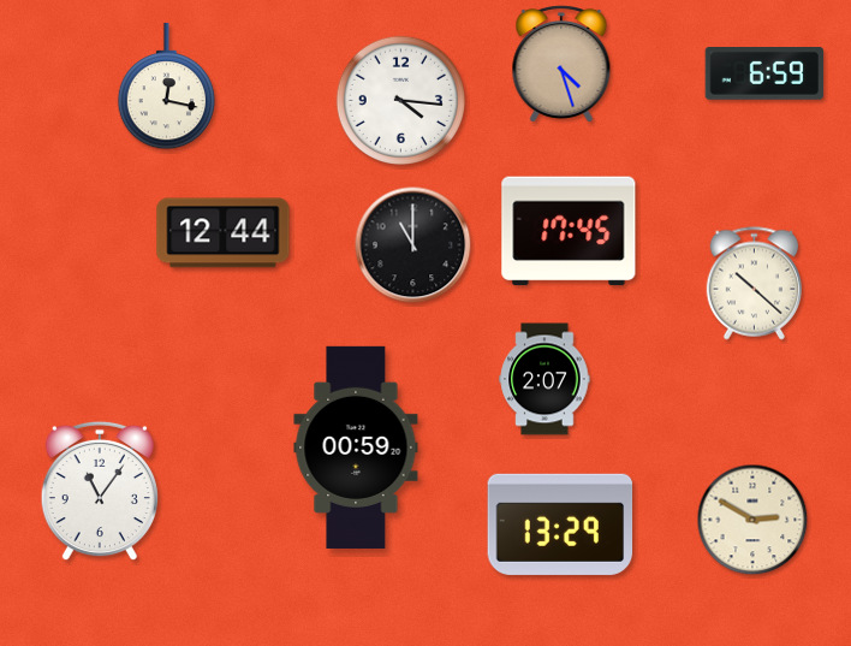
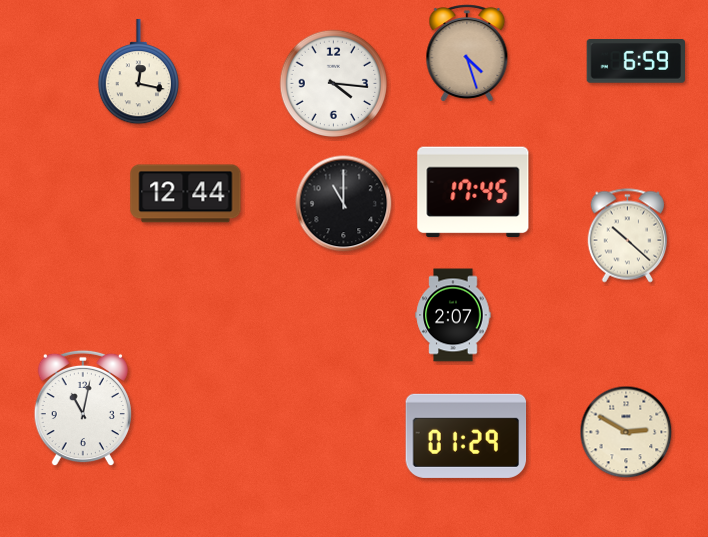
clock at (356, 448): 00:59 -> none
clock at (100, 491): 11:06 -> 11:02
clock at (560, 524): 13:29 -> 01:29
